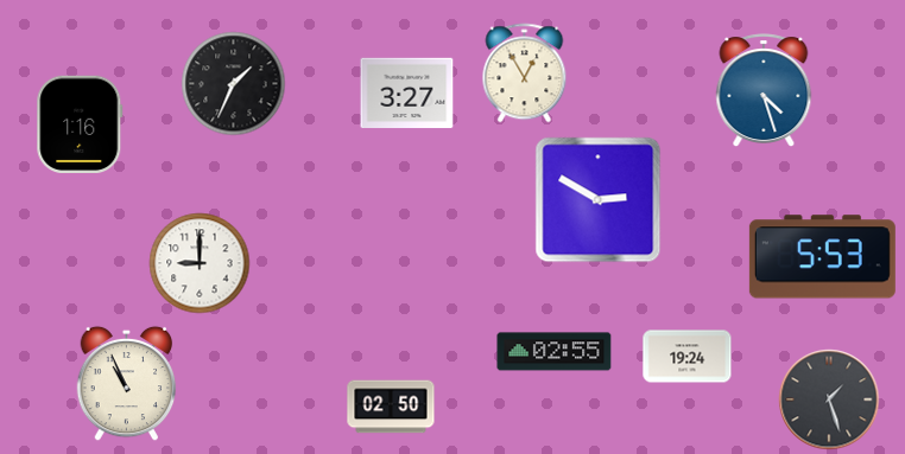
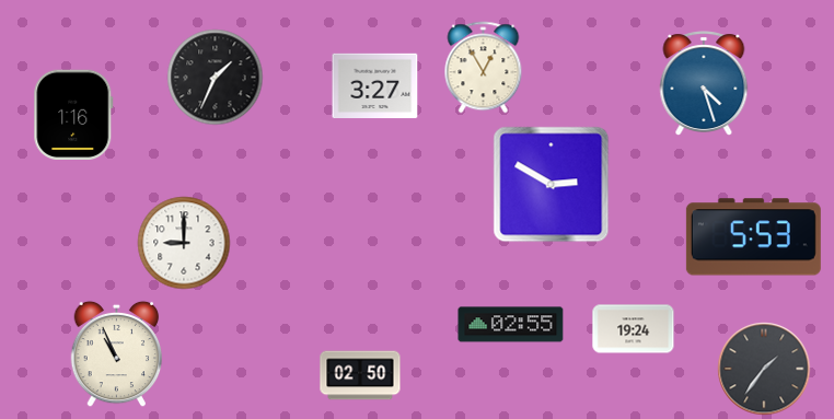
clock at (822, 257) position: (822, 257) -> (753, 237)
clock at (829, 399): 1:27 -> 1:36
